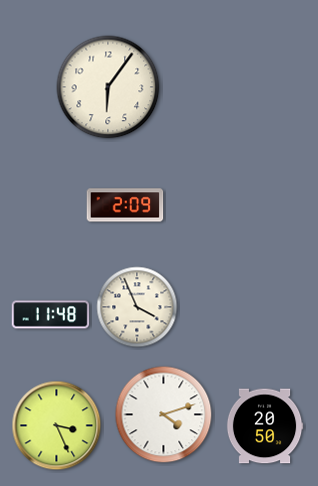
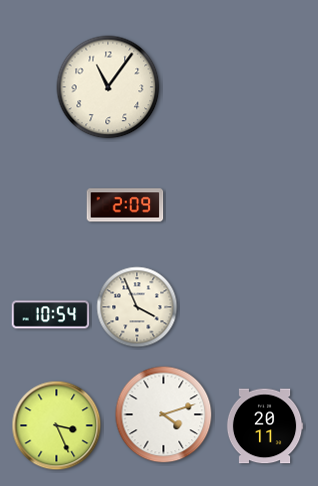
clock at (108, 87): 6:06 -> 11:06
clock at (51, 315): 11:48 -> 10:54
clock at (265, 426): 20:50 -> 20:11
